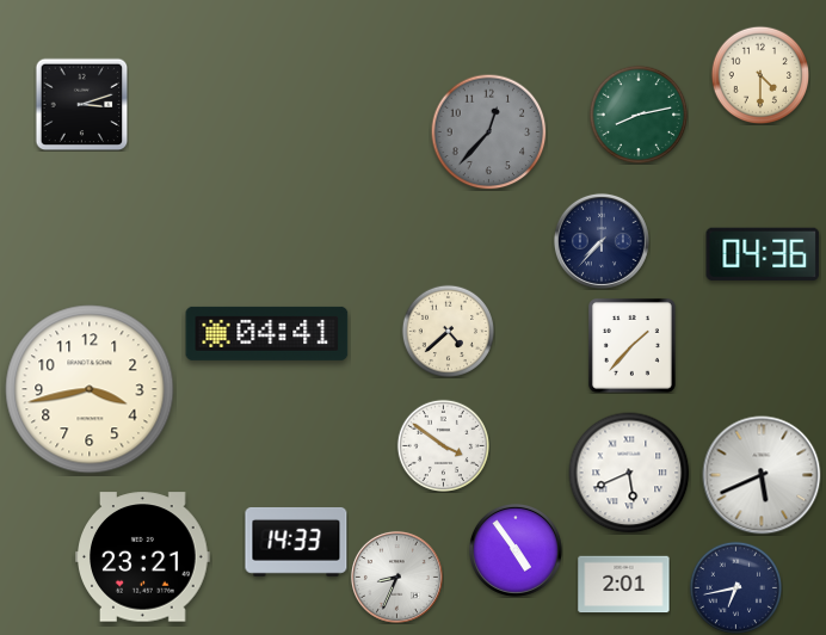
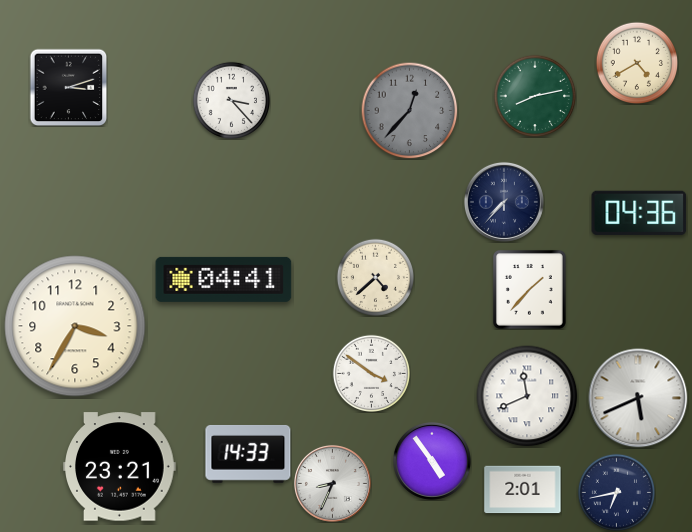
clock at (760, 75): 4:30 -> 4:40
clock at (231, 100): none -> 3:23
clock at (90, 389): 3:43 -> 3:35
clock at (629, 473): 5:41 -> 11:41
